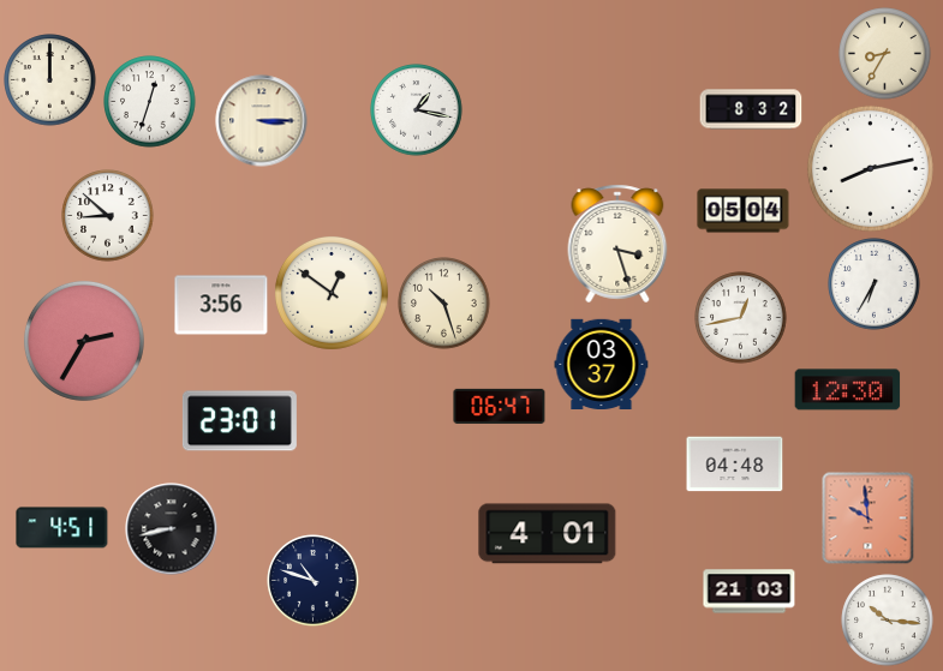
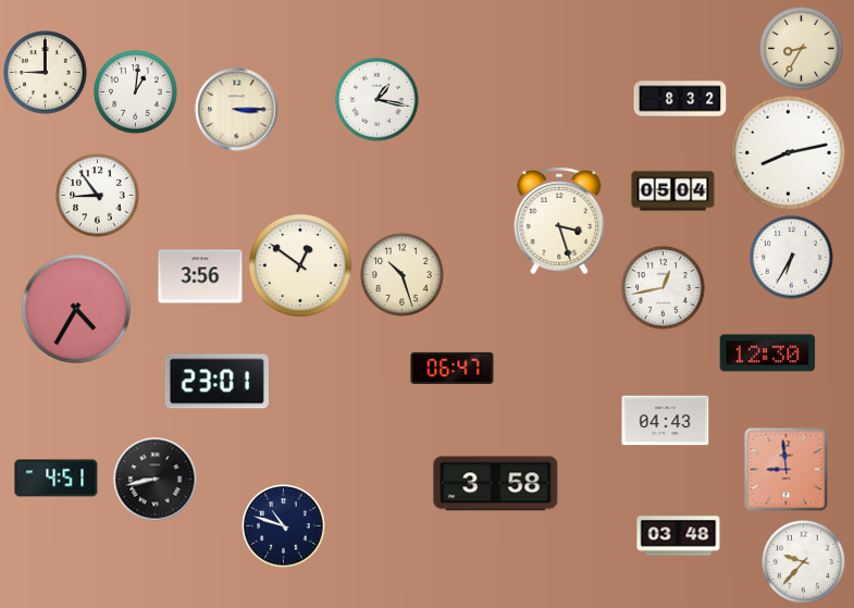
clock at (50, 80): 12:00 -> 9:00
clock at (150, 102): 12:33 -> 1:01
clock at (108, 216): 8:52 -> 8:54
clock at (741, 318) position: (741, 318) -> (664, 288)
clock at (84, 341): 2:35 -> 4:35
clock at (602, 364): 03:37 -> none
clock at (735, 465): 04:48 -> 04:43
clock at (869, 519): 9:59 -> 8:59
clock at (548, 534): 4:01 -> 3:58
clock at (750, 592): 21:03 -> 03:48
clock at (888, 621): 10:16 -> 9:37
